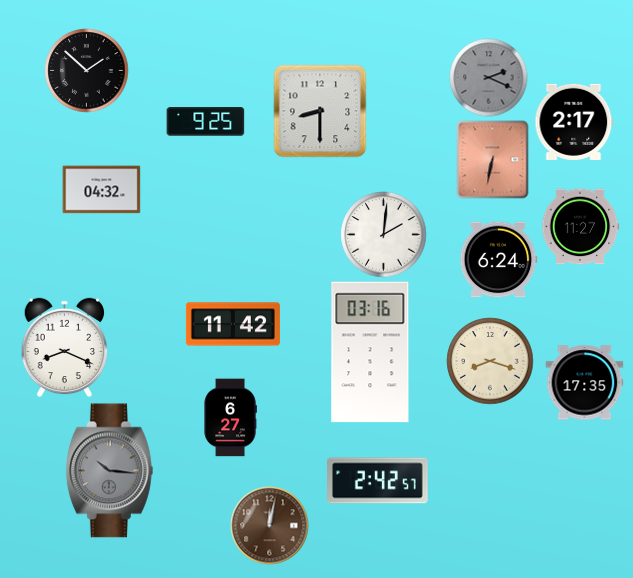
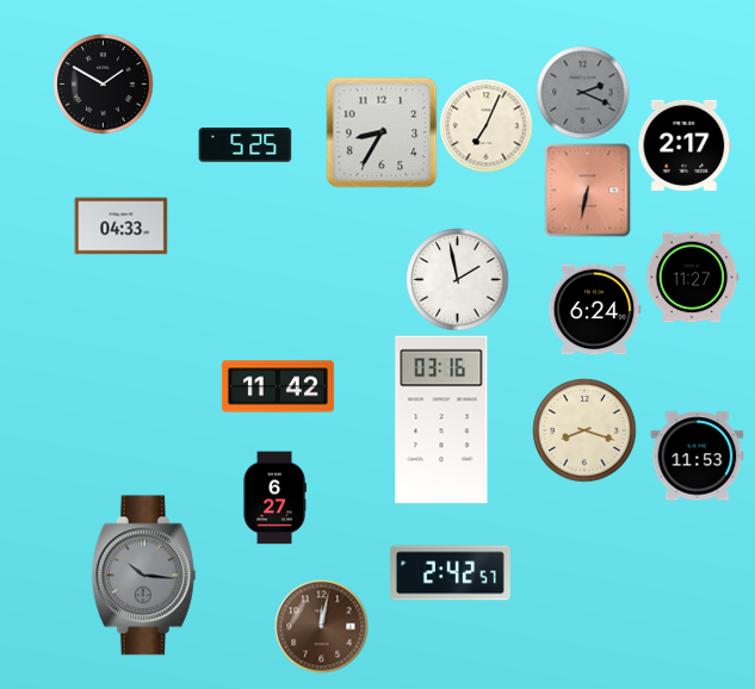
clock at (86, 70): 1:52 -> 1:50
clock at (485, 125): none -> 7:04
clock at (320, 111): 8:30 -> 8:35
clock at (205, 122): 9:25 -> 5:25
clock at (101, 190): 04:32 -> 04:33
clock at (580, 227) position: (580, 227) -> (692, 278)
clock at (383, 234): 2:01 -> 1:58
clock at (65, 347): 8:19 -> none
clock at (584, 383): 17:35 -> 11:53
clock at (109, 471) position: (109, 471) -> (143, 576)
